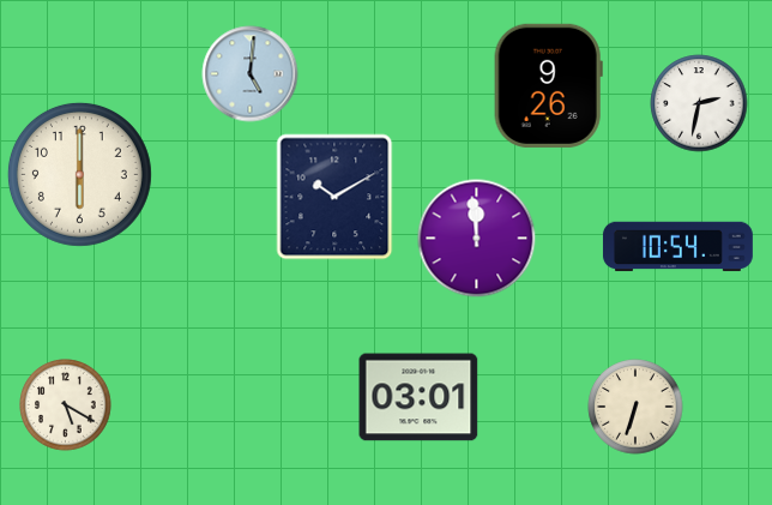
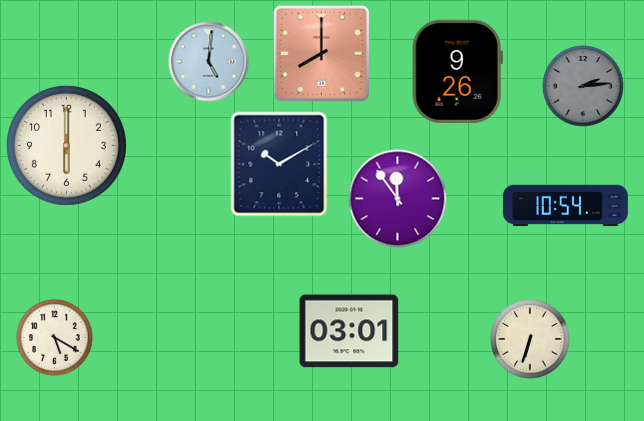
clock at (321, 53): none -> 8:00
clock at (699, 103): 2:32 -> 2:14
clock at (699, 103) dial: white -> grey
clock at (477, 239): 11:59 -> 11:54
